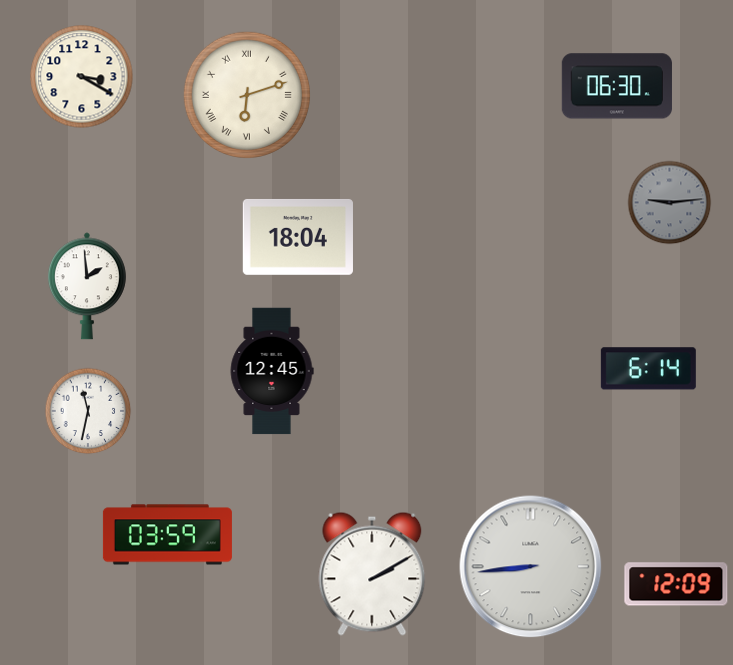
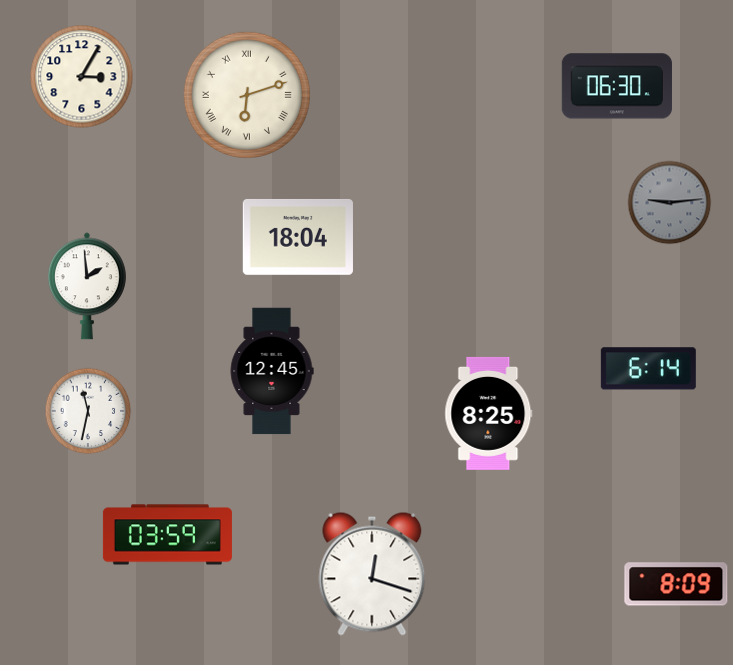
clock at (82, 77): 3:20 -> 3:05
clock at (489, 413): none -> 8:25
clock at (531, 567): 8:44 -> none
clock at (372, 574): 2:10 -> 12:18
clock at (676, 584): 12:09 -> 8:09
